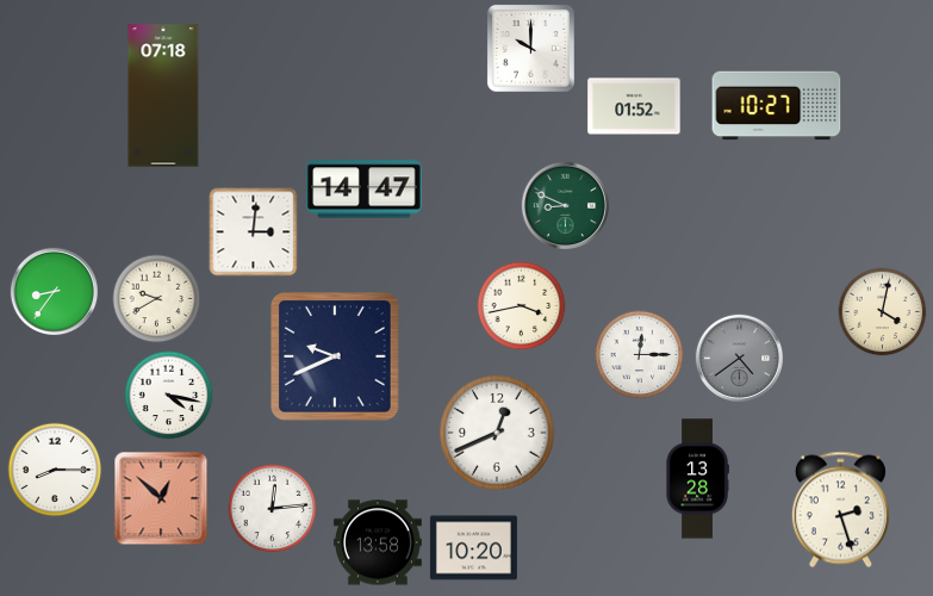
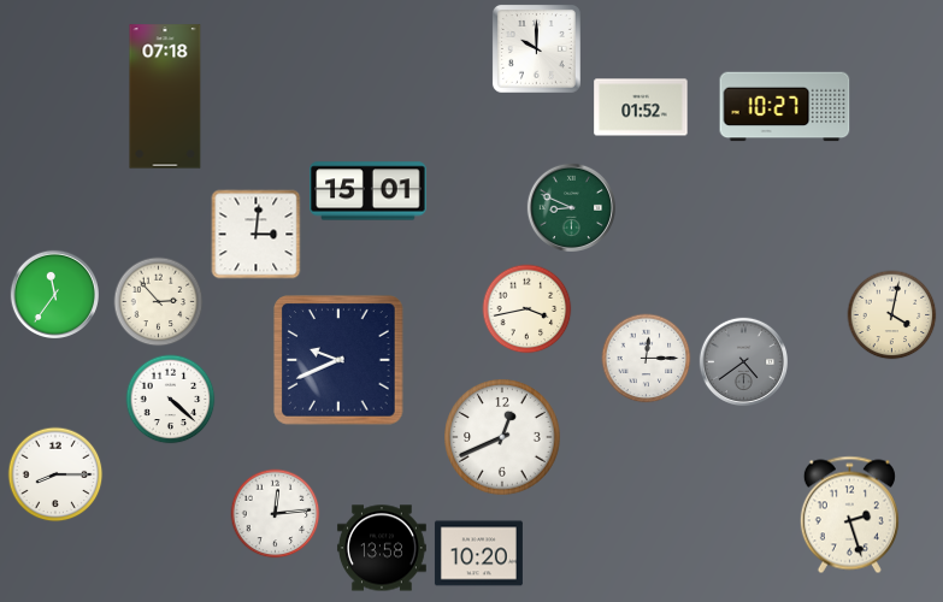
clock at (365, 190): 14:47 -> 15:01
clock at (54, 291): 8:36 -> 11:36
clock at (157, 299): 9:40 -> 2:53
clock at (739, 358) position: (739, 358) -> (743, 361)
clock at (169, 396): 4:17 -> 4:22
clock at (697, 479): 13:28 -> none
clock at (161, 498): 12:52 -> none
